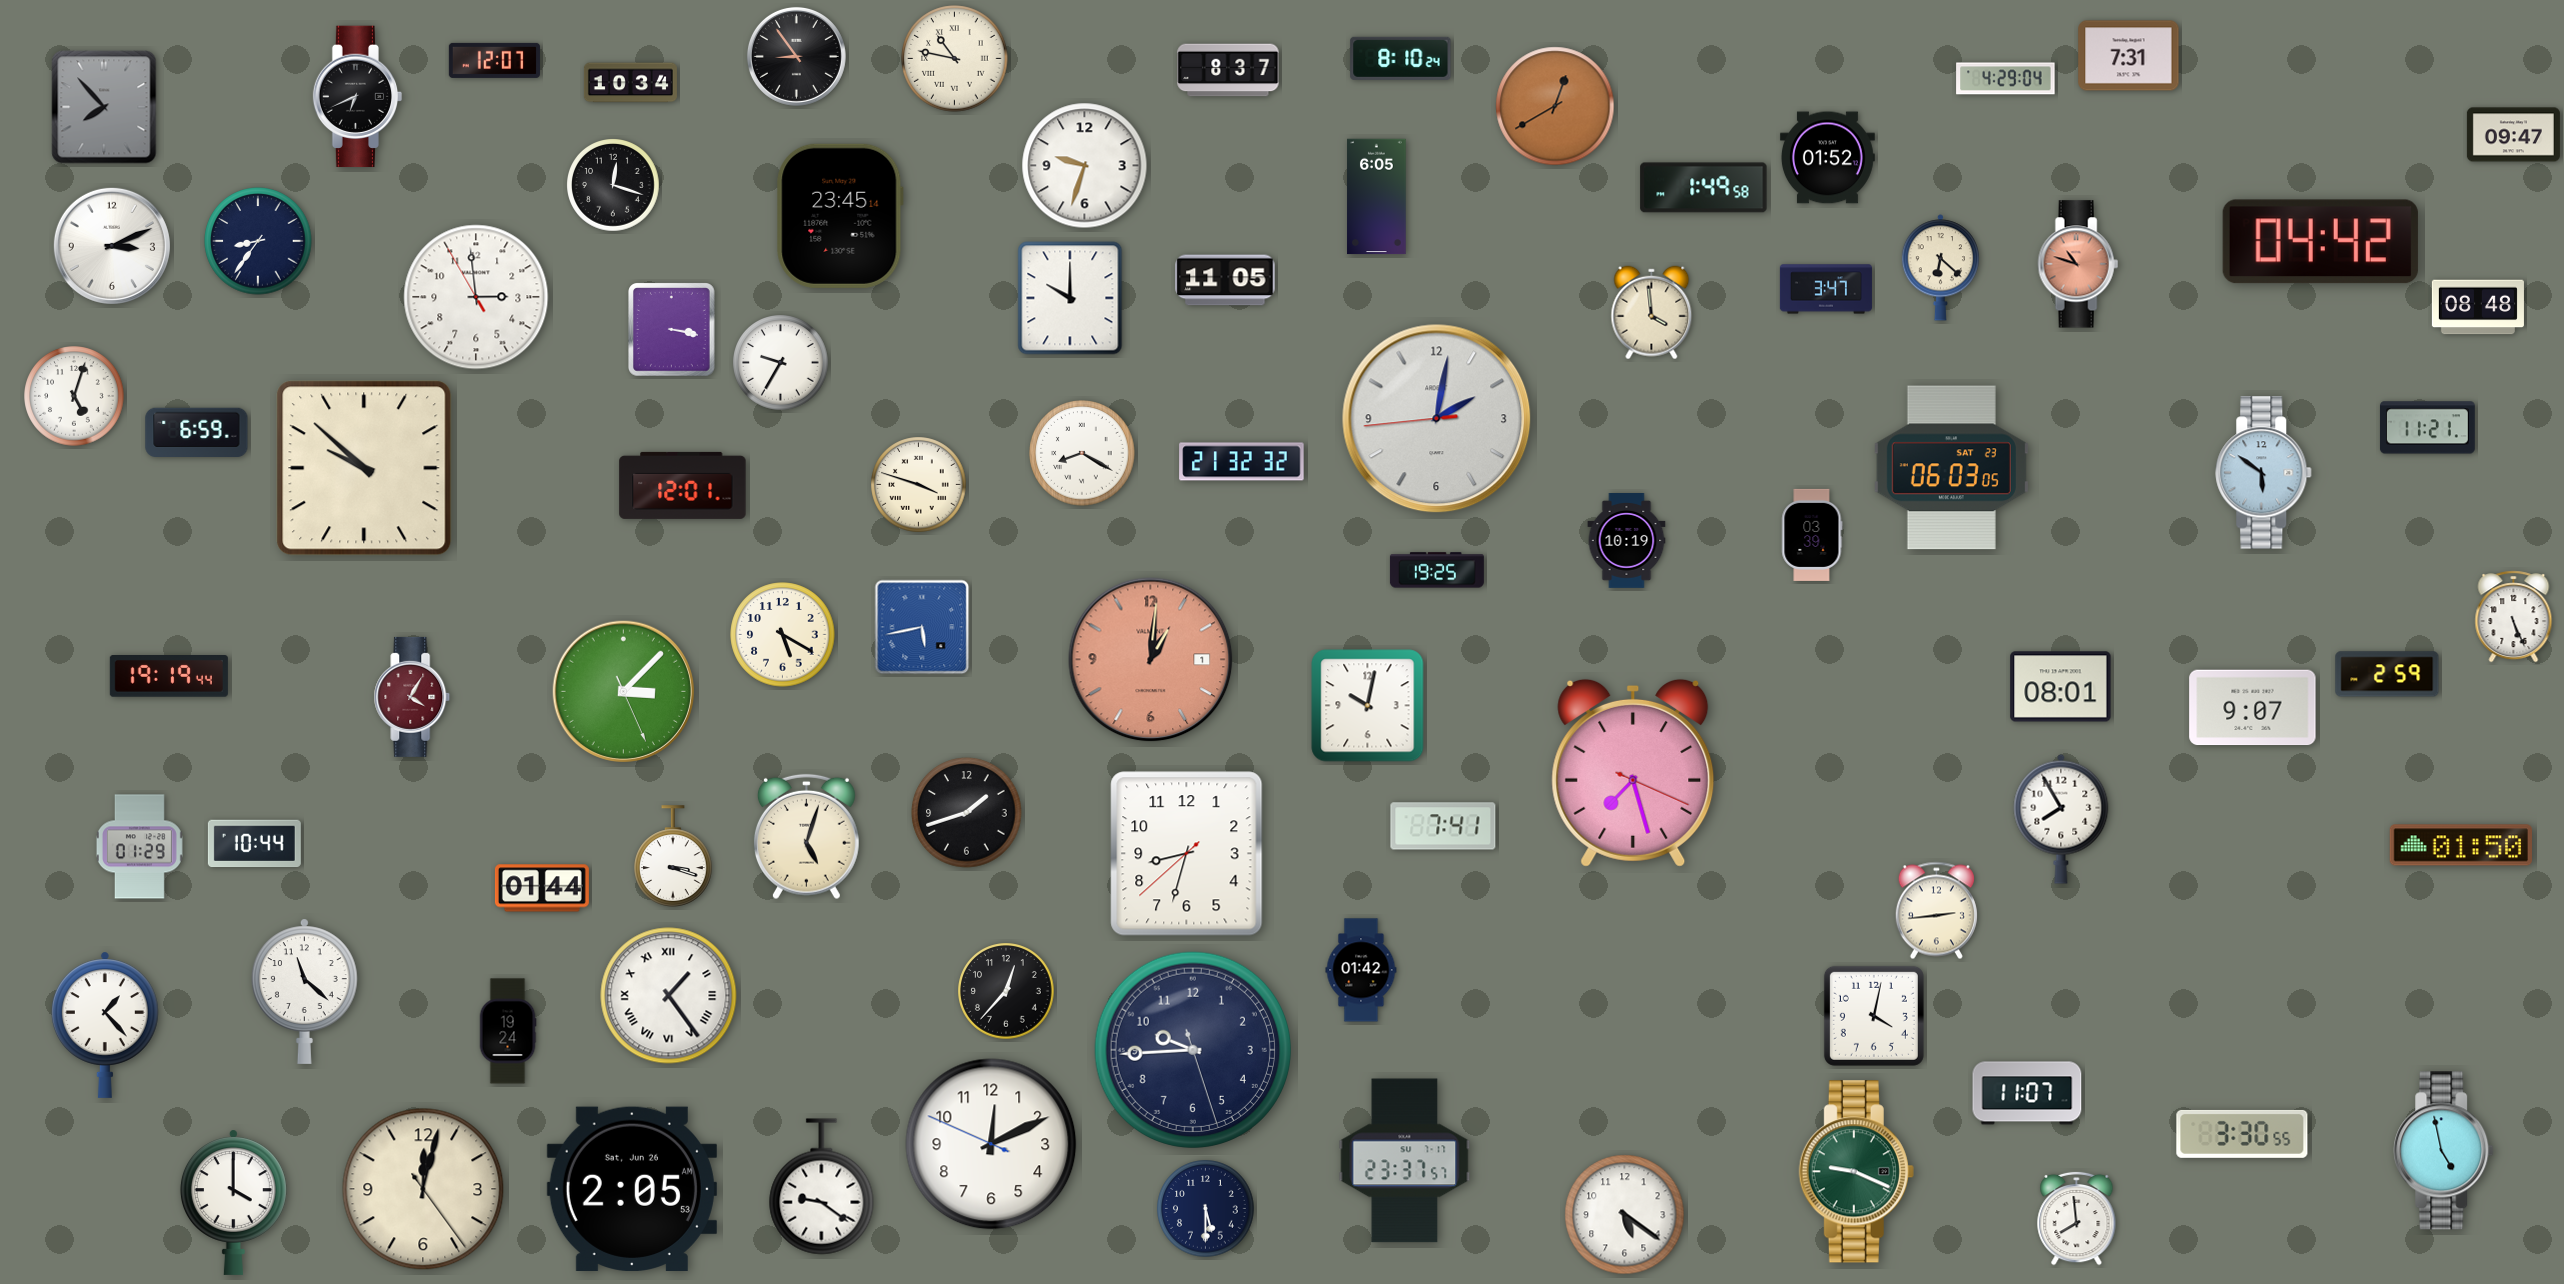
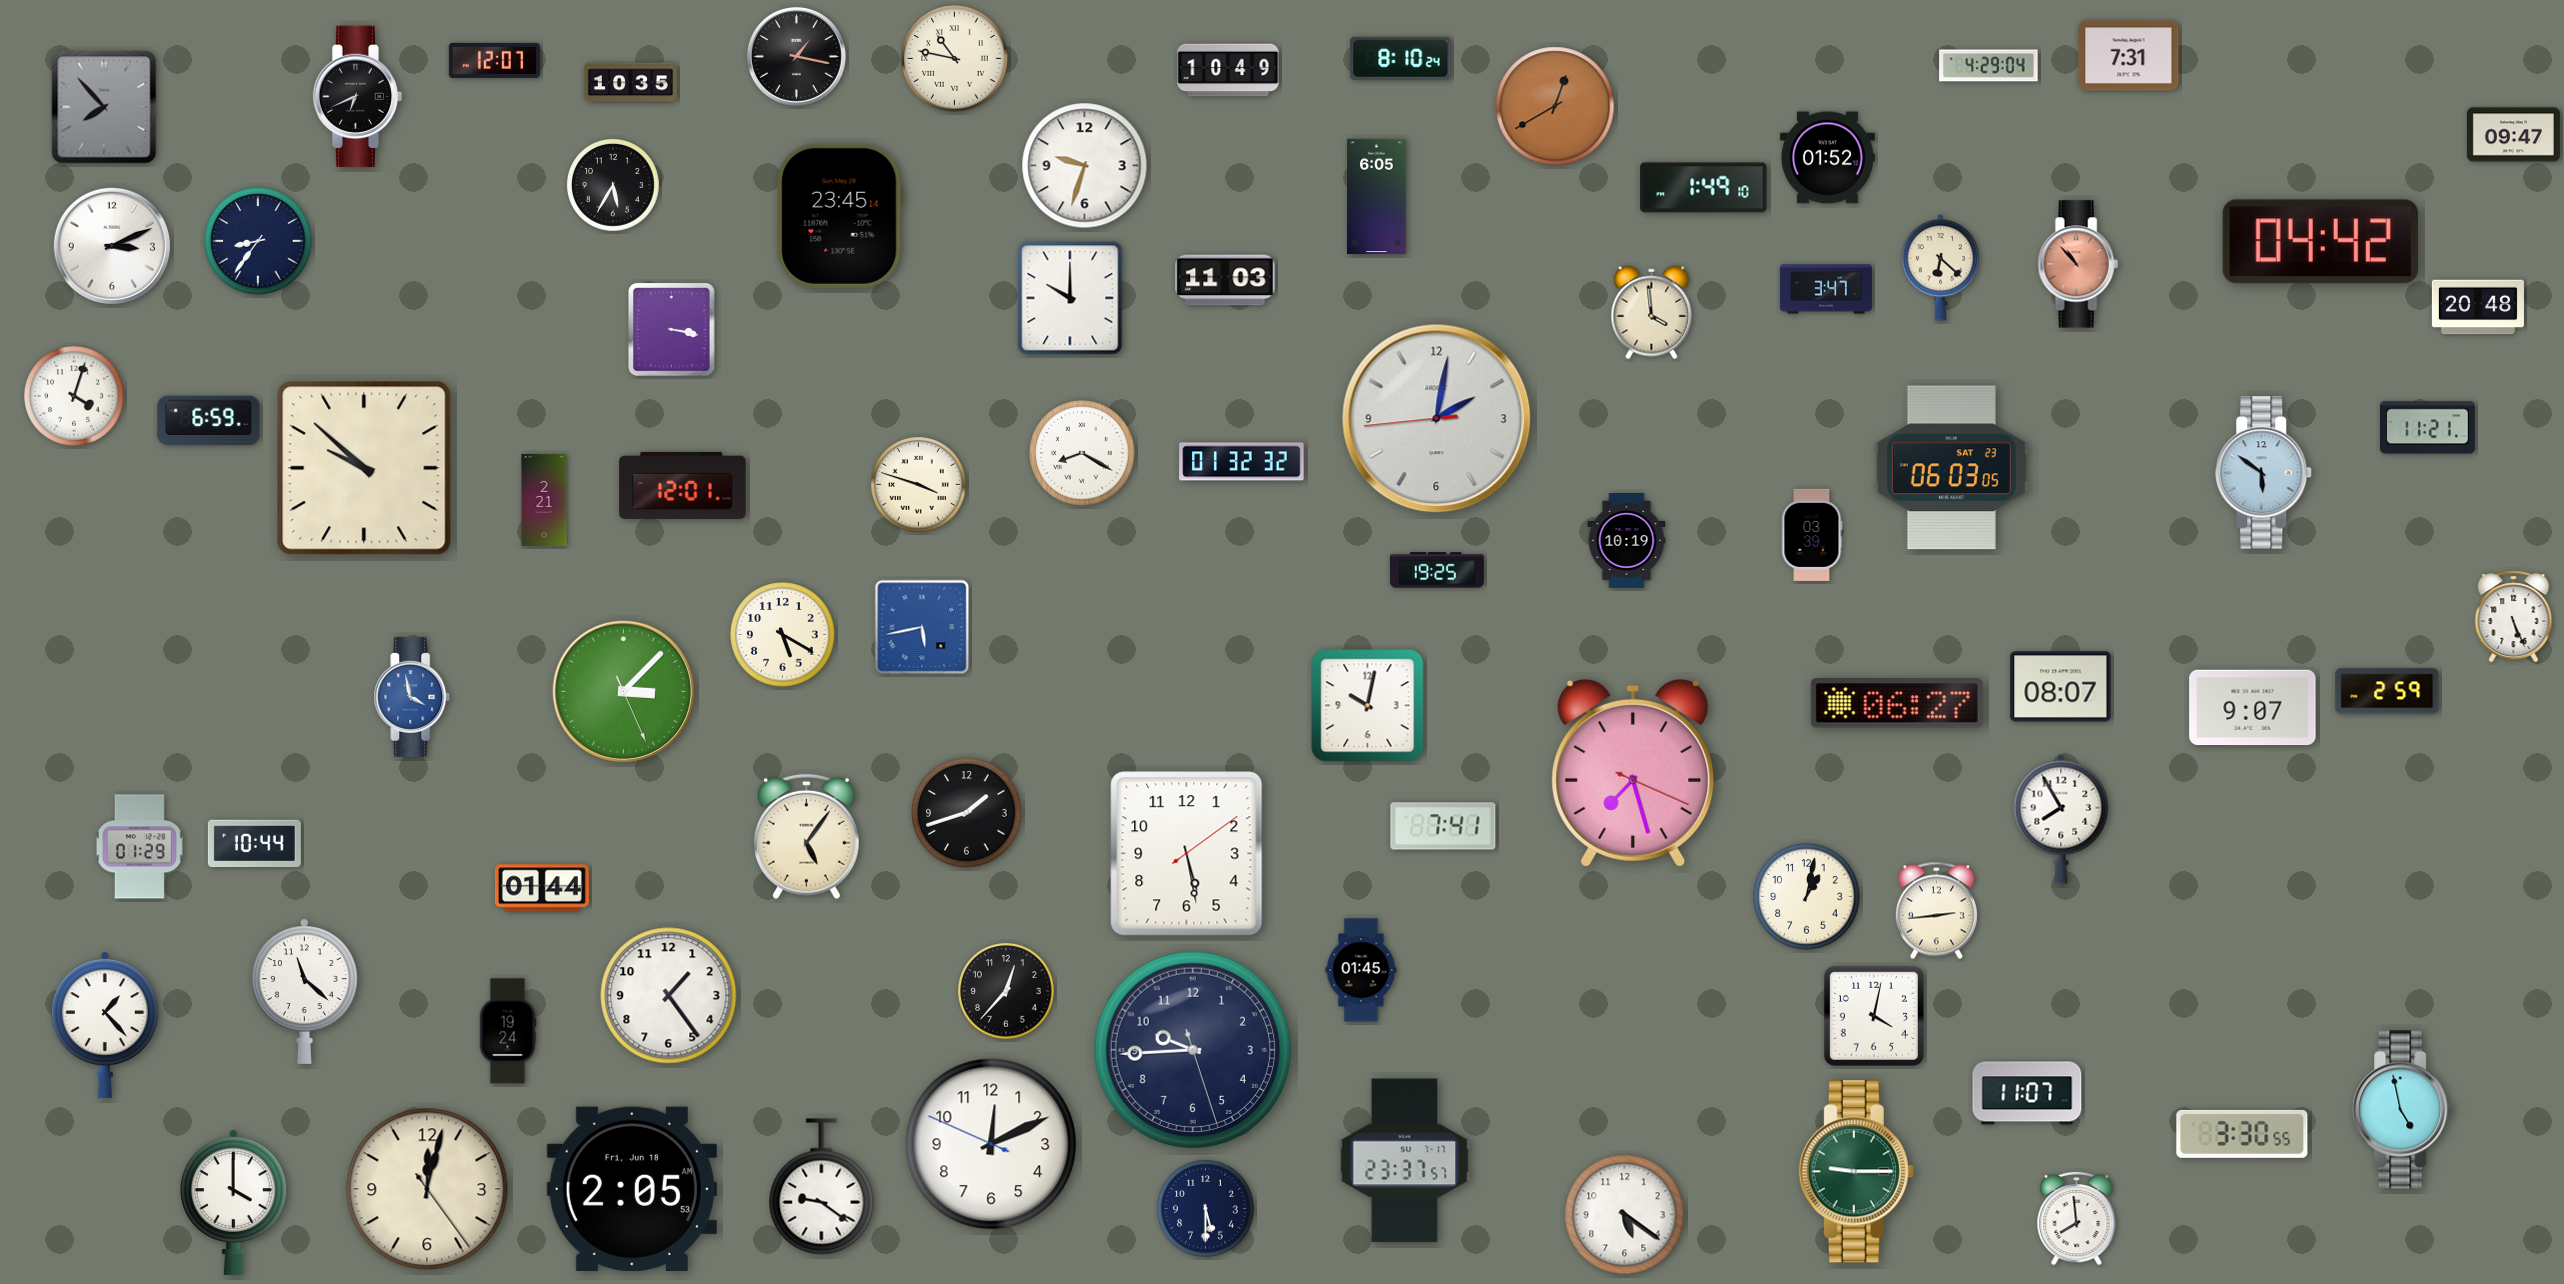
clock at (796, 56): 8:54 -> 1:17
clock at (1228, 70): 8:37 -> 10:49
clock at (2006, 79) position: (2006, 79) -> (1989, 66)
clock at (630, 83): 10:34 -> 10:35
clock at (614, 186): 12:18 -> 5:35
clock at (1704, 188): 1:49:58 -> 1:49:10
clock at (2078, 264): 10:48 -> 10:53
clock at (1225, 280): 11:05 -> 11:03
clock at (476, 297): 2:58 -> none
clock at (2478, 307): 08:48 -> 20:48
clock at (781, 363): 9:35 -> none
clock at (74, 396): 5:03 -> 4:03
clock at (197, 432) position: (197, 432) -> (209, 420)
clock at (1242, 462): 21:32 -> 01:32
clock at (544, 500): none -> 2:21
clock at (1151, 660): 1:01 -> none
clock at (2387, 674) position: (2387, 674) -> (2387, 691)
clock at (169, 677): 19:19 -> none
clock at (2061, 687): 08:01 -> 08:07
clock at (412, 697): 4:05 -> 3:58
clock at (412, 697) dial: burgundy -> blue
clock at (1897, 703): none -> 06:27
clock at (806, 837): 5:03 -> 5:06
clock at (2461, 845): 01:50 -> none
clock at (1187, 854): 8:32 -> 5:28
clock at (673, 856): 3:18 -> none
clock at (1807, 897): none -> 1:02
clock at (1361, 970): 01:42 -> 01:45
clock at (669, 996) numerals: Roman -> Arabic
clock at (2444, 1151) position: (2444, 1151) -> (2403, 1110)
clock at (1856, 1172): 9:19 -> 9:15
clock at (632, 1188) date: Sat, Jun 26 -> Fri, Jun 18
clock at (423, 1189) position: (423, 1189) -> (427, 1189)
